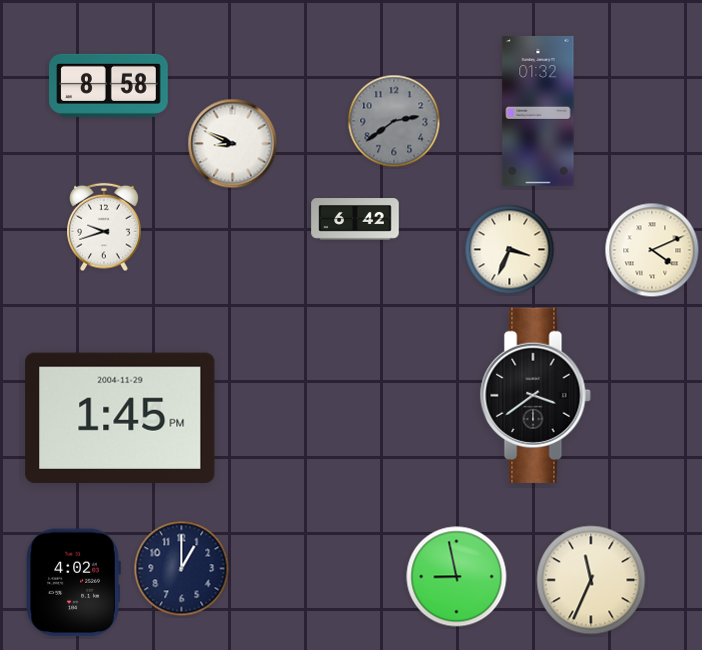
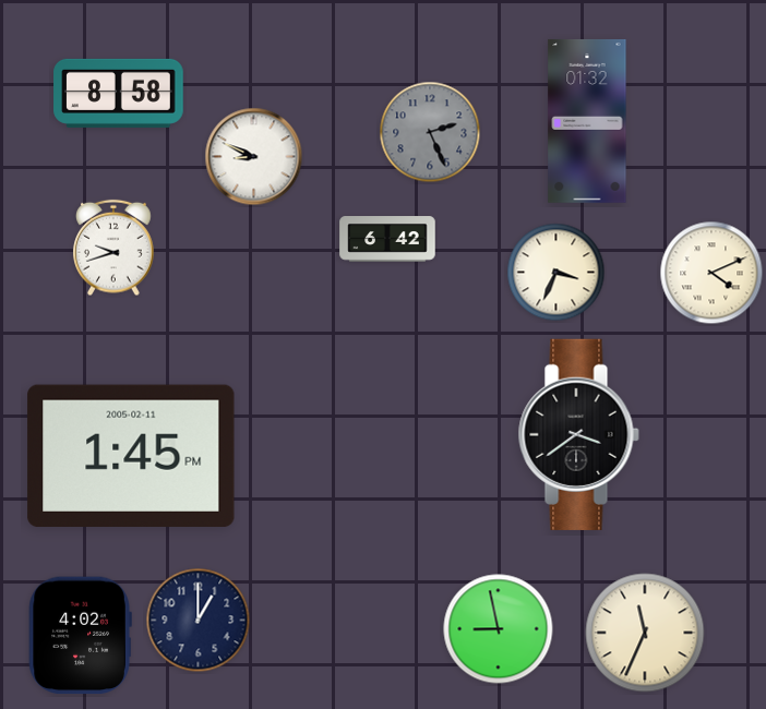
clock at (394, 121): 2:39 -> 2:26
clock at (535, 395) position: (535, 395) -> (578, 434)
clock at (120, 418) date: 2004-11-29 -> 2005-02-11
